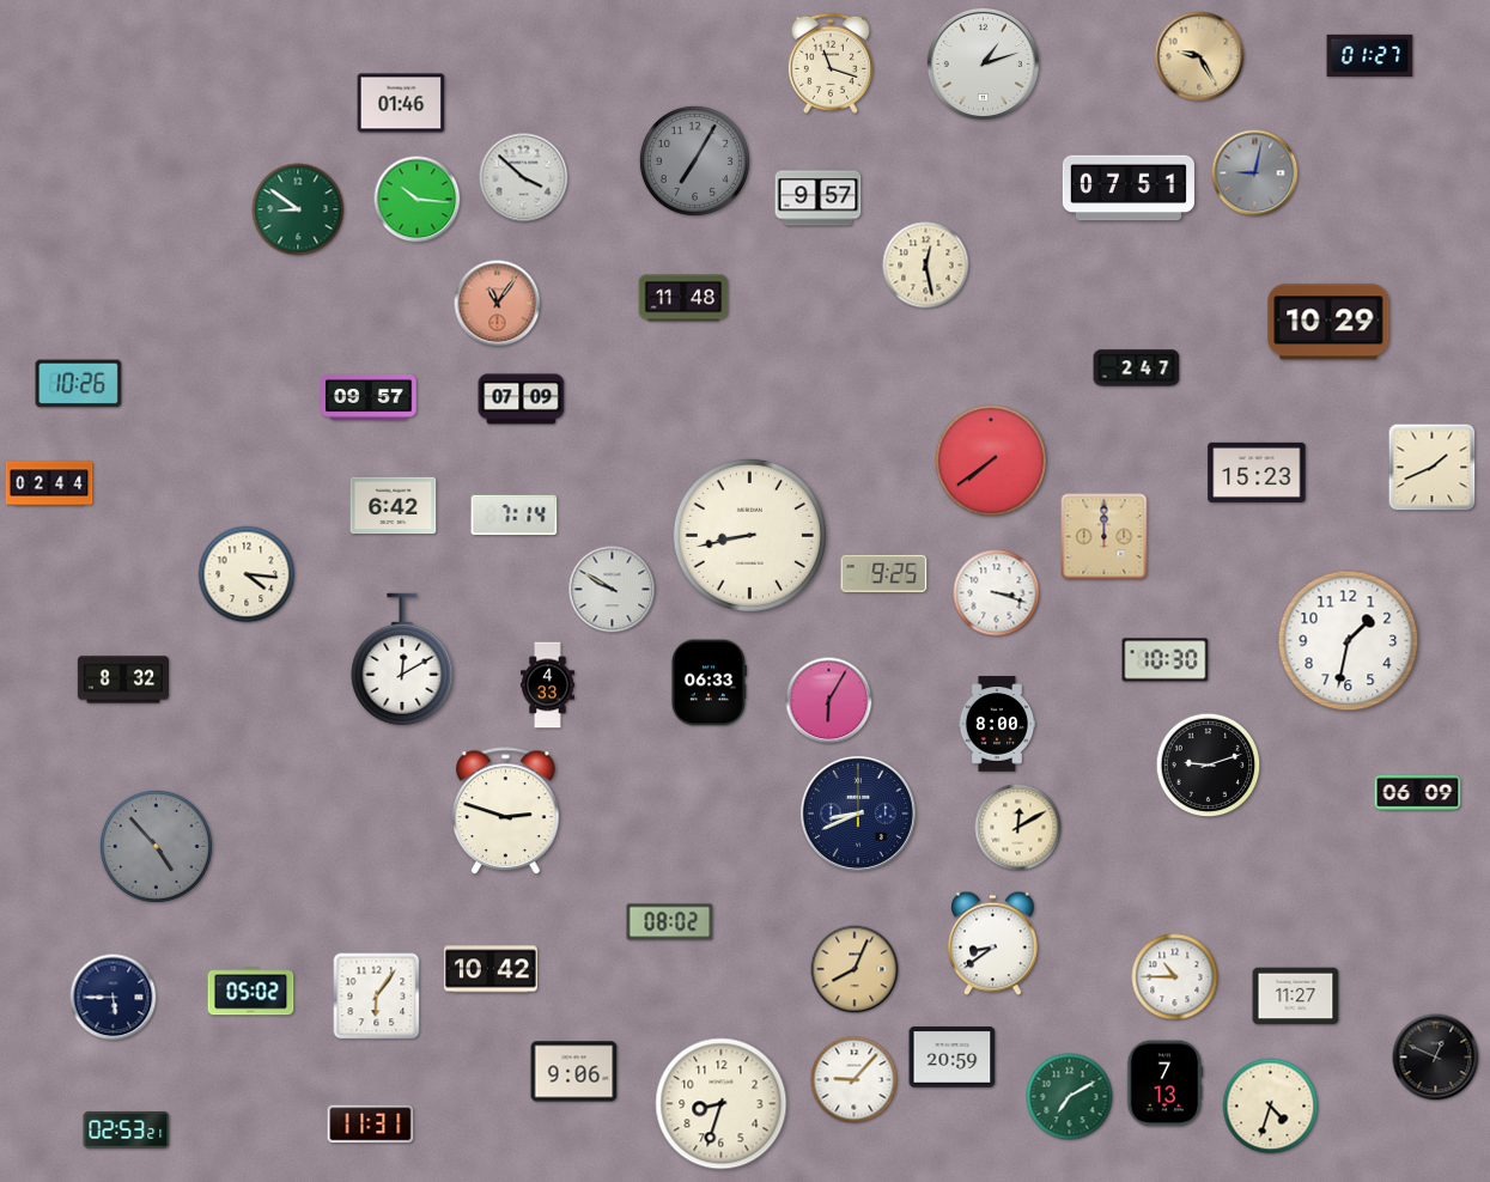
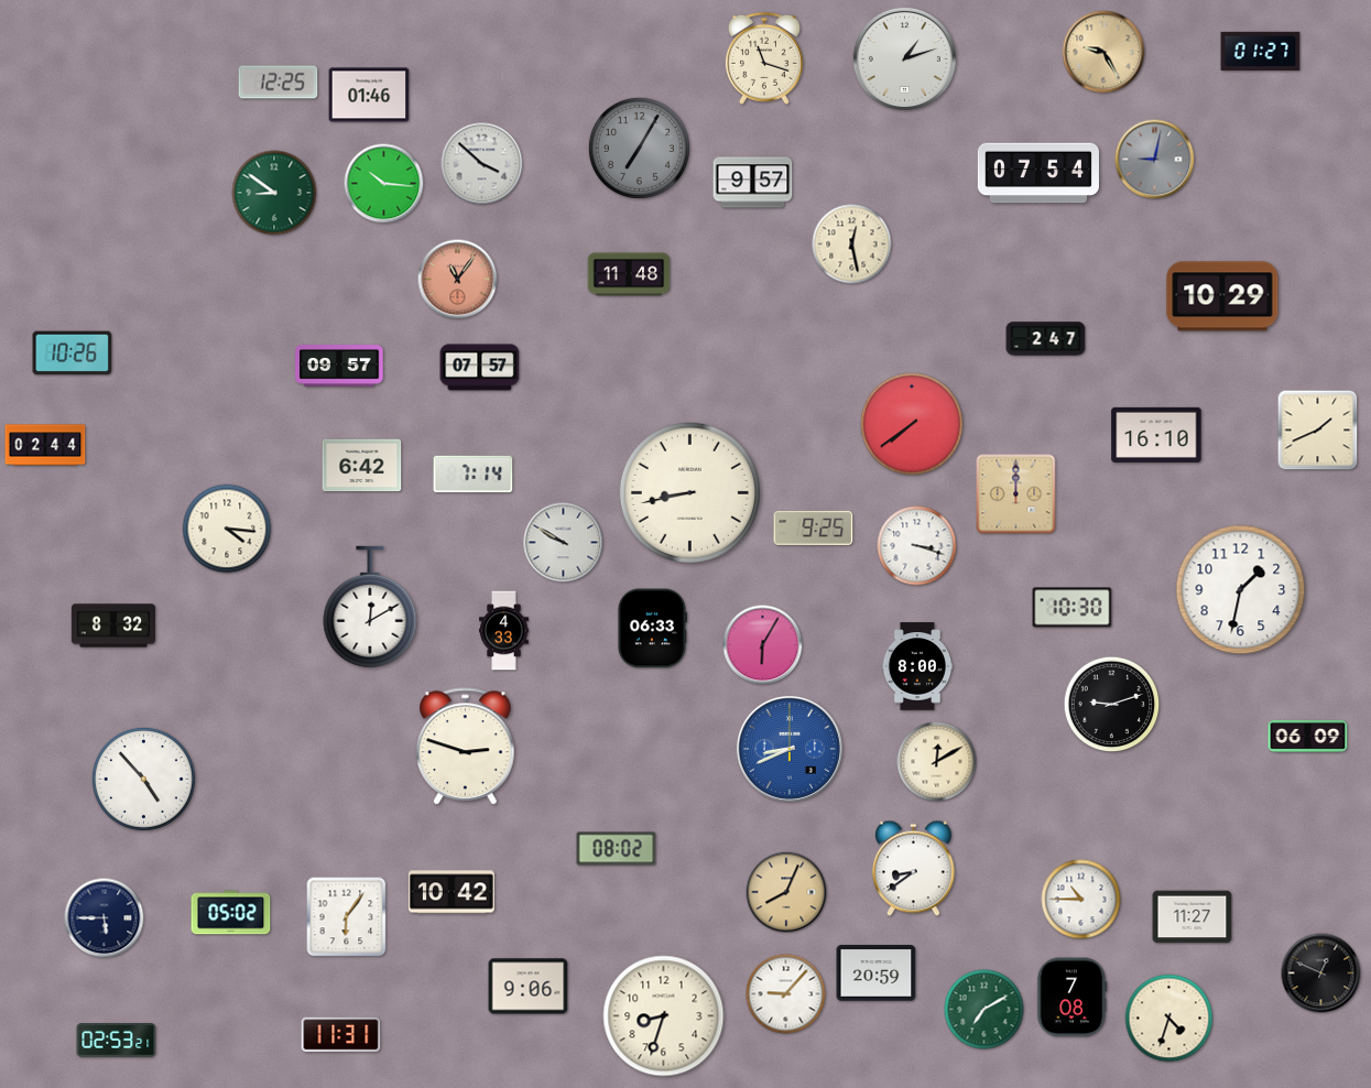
clock at (279, 83): none -> 12:25
clock at (1129, 188): 07:51 -> 07:54
clock at (522, 400): 07:09 -> 07:57
clock at (1257, 473): 15:23 -> 16:10
clock at (1418, 793) position: (1418, 793) -> (1308, 737)
clock at (858, 814) dial: navy -> blue
clock at (156, 846) dial: grey -> white
clock at (1164, 1084): 7:13 -> 7:08
